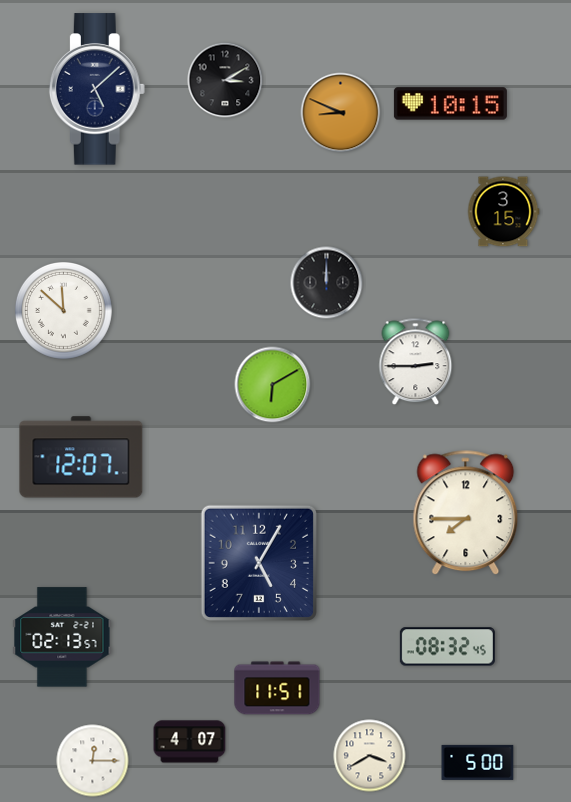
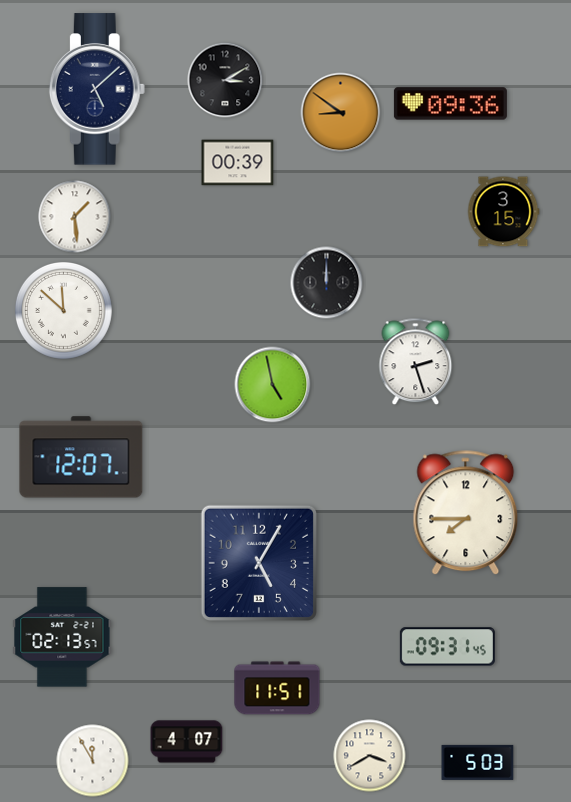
clock at (450, 104): 10:15 -> 09:36
clock at (341, 113): 8:49 -> 8:51
clock at (238, 163): none -> 00:39
clock at (75, 217): none -> 1:29
clock at (416, 362): 2:45 -> 2:27
clock at (273, 385): 6:10 -> 4:58
clock at (447, 647): 08:32 -> 09:31
clock at (190, 742) position: (190, 742) -> (187, 742)
clock at (93, 761): 12:15 -> 11:55
clock at (478, 762): 5:00 -> 5:03
